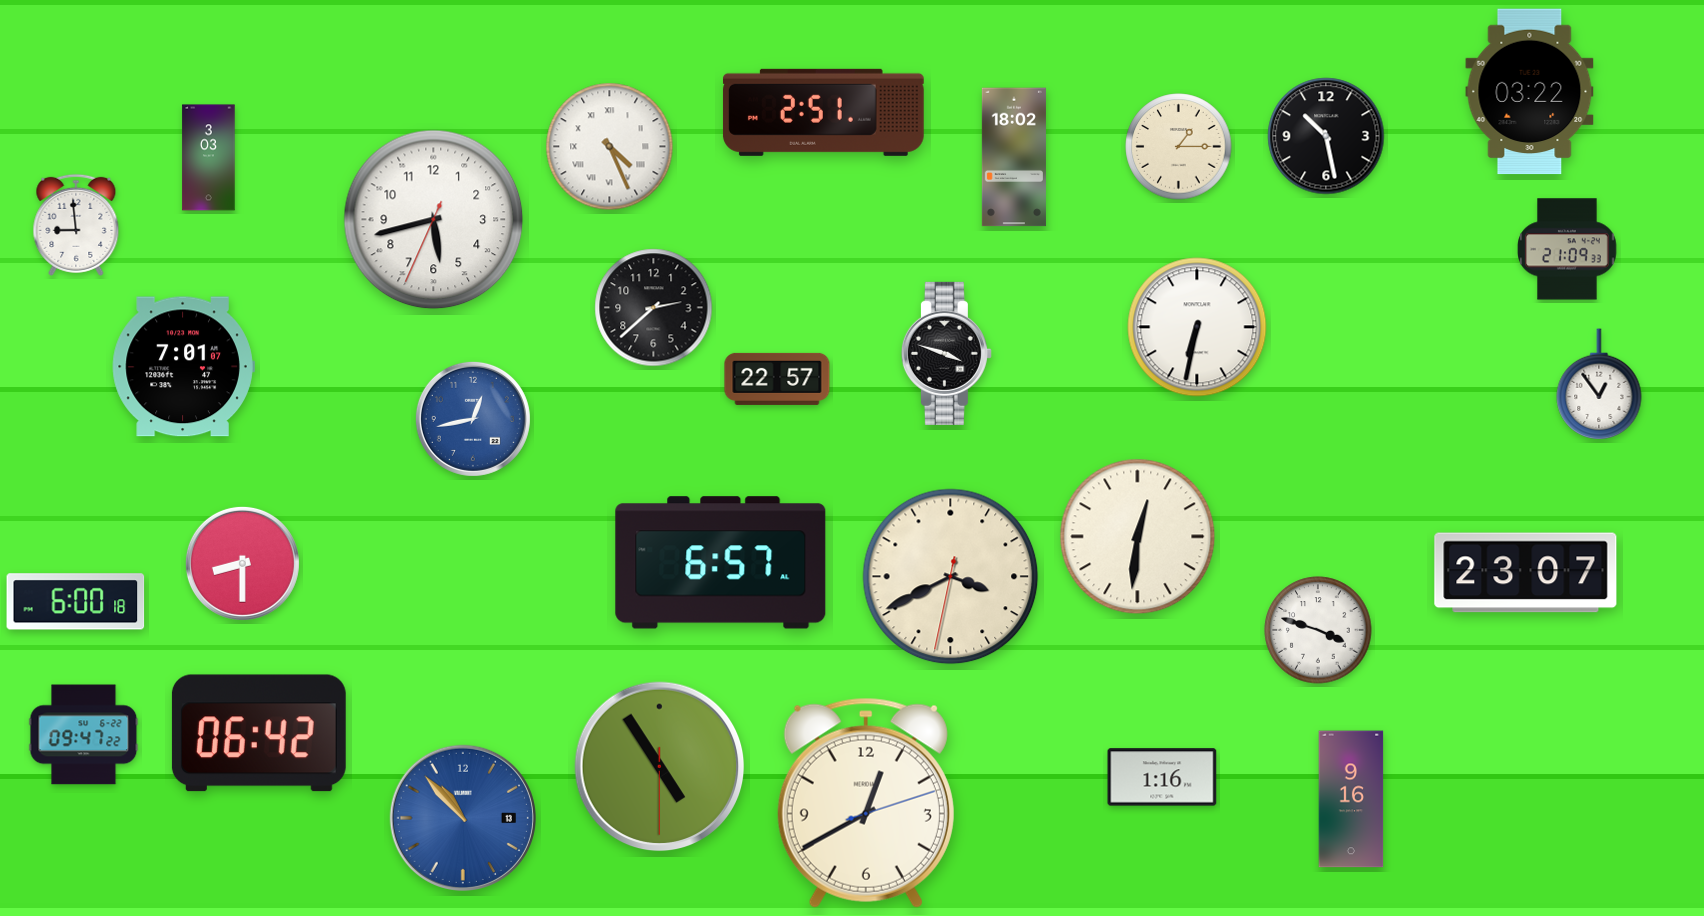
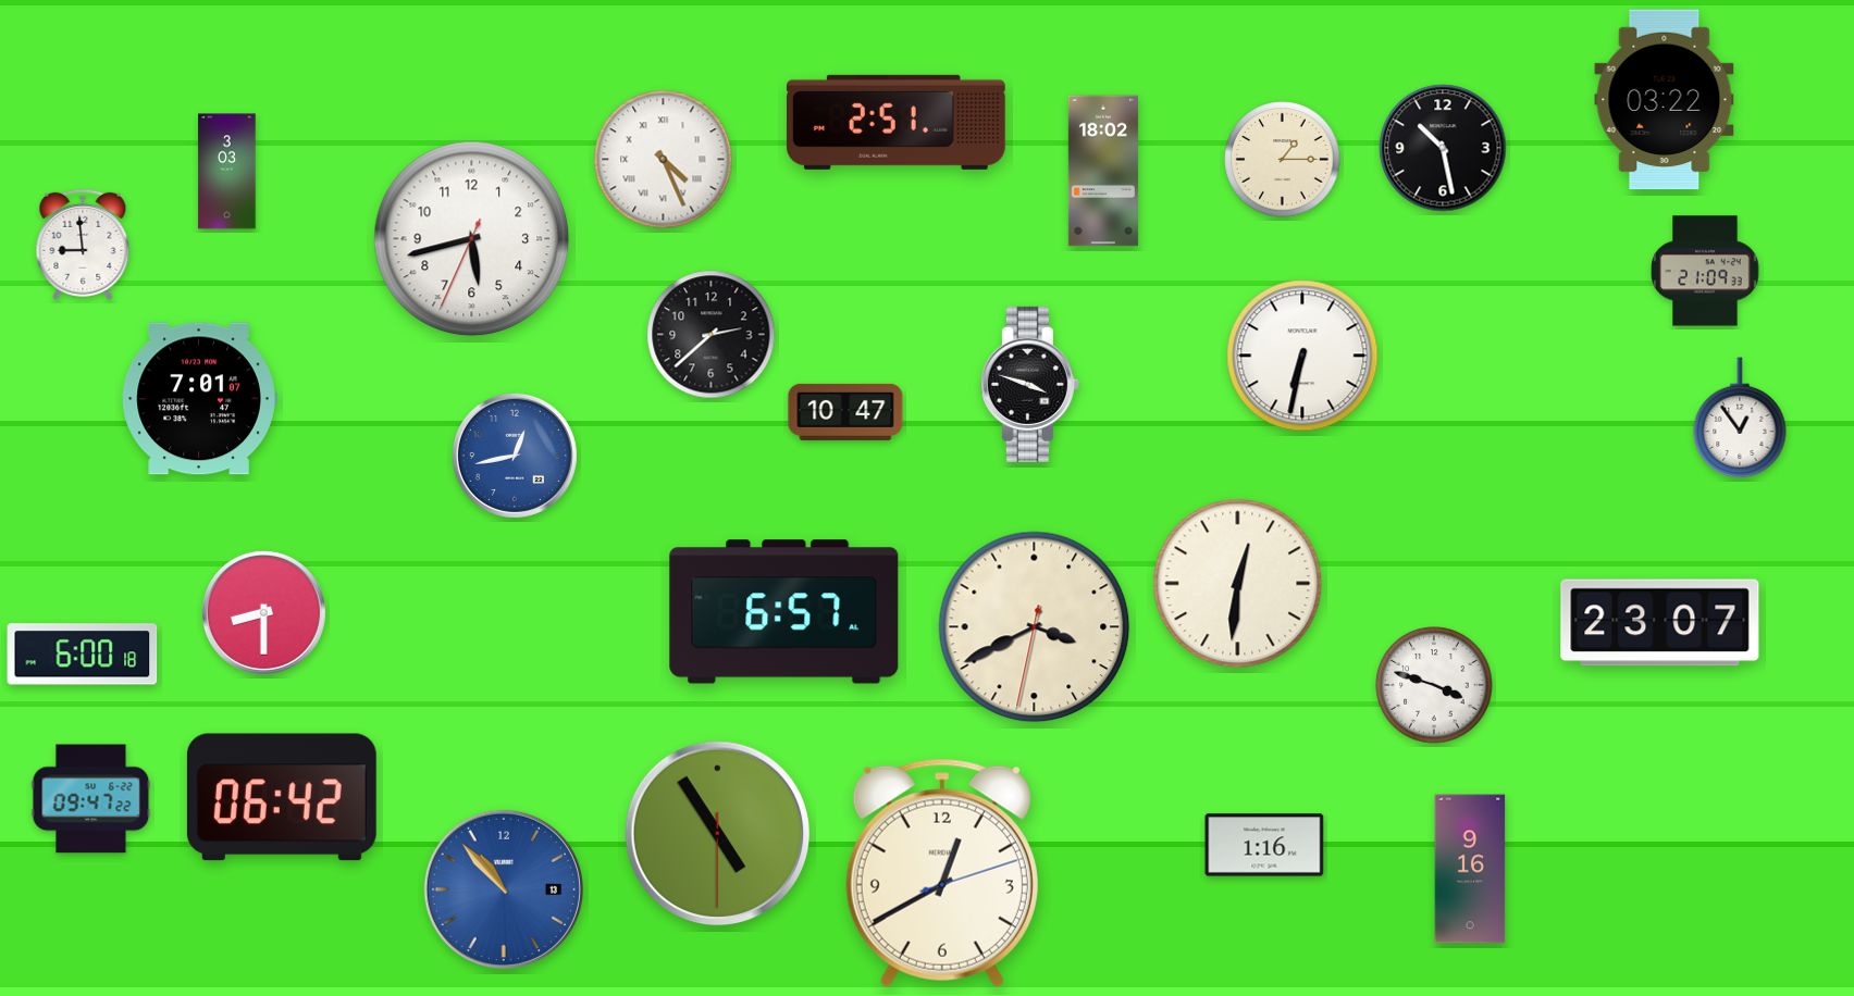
clock at (777, 379): 22:57 -> 10:47
